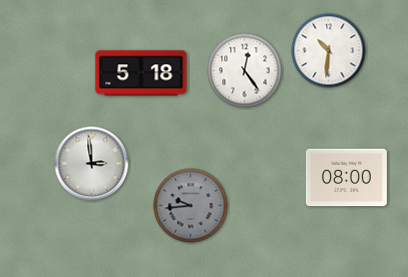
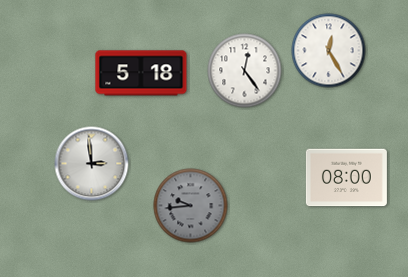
clock at (329, 51): 10:31 -> 12:25
